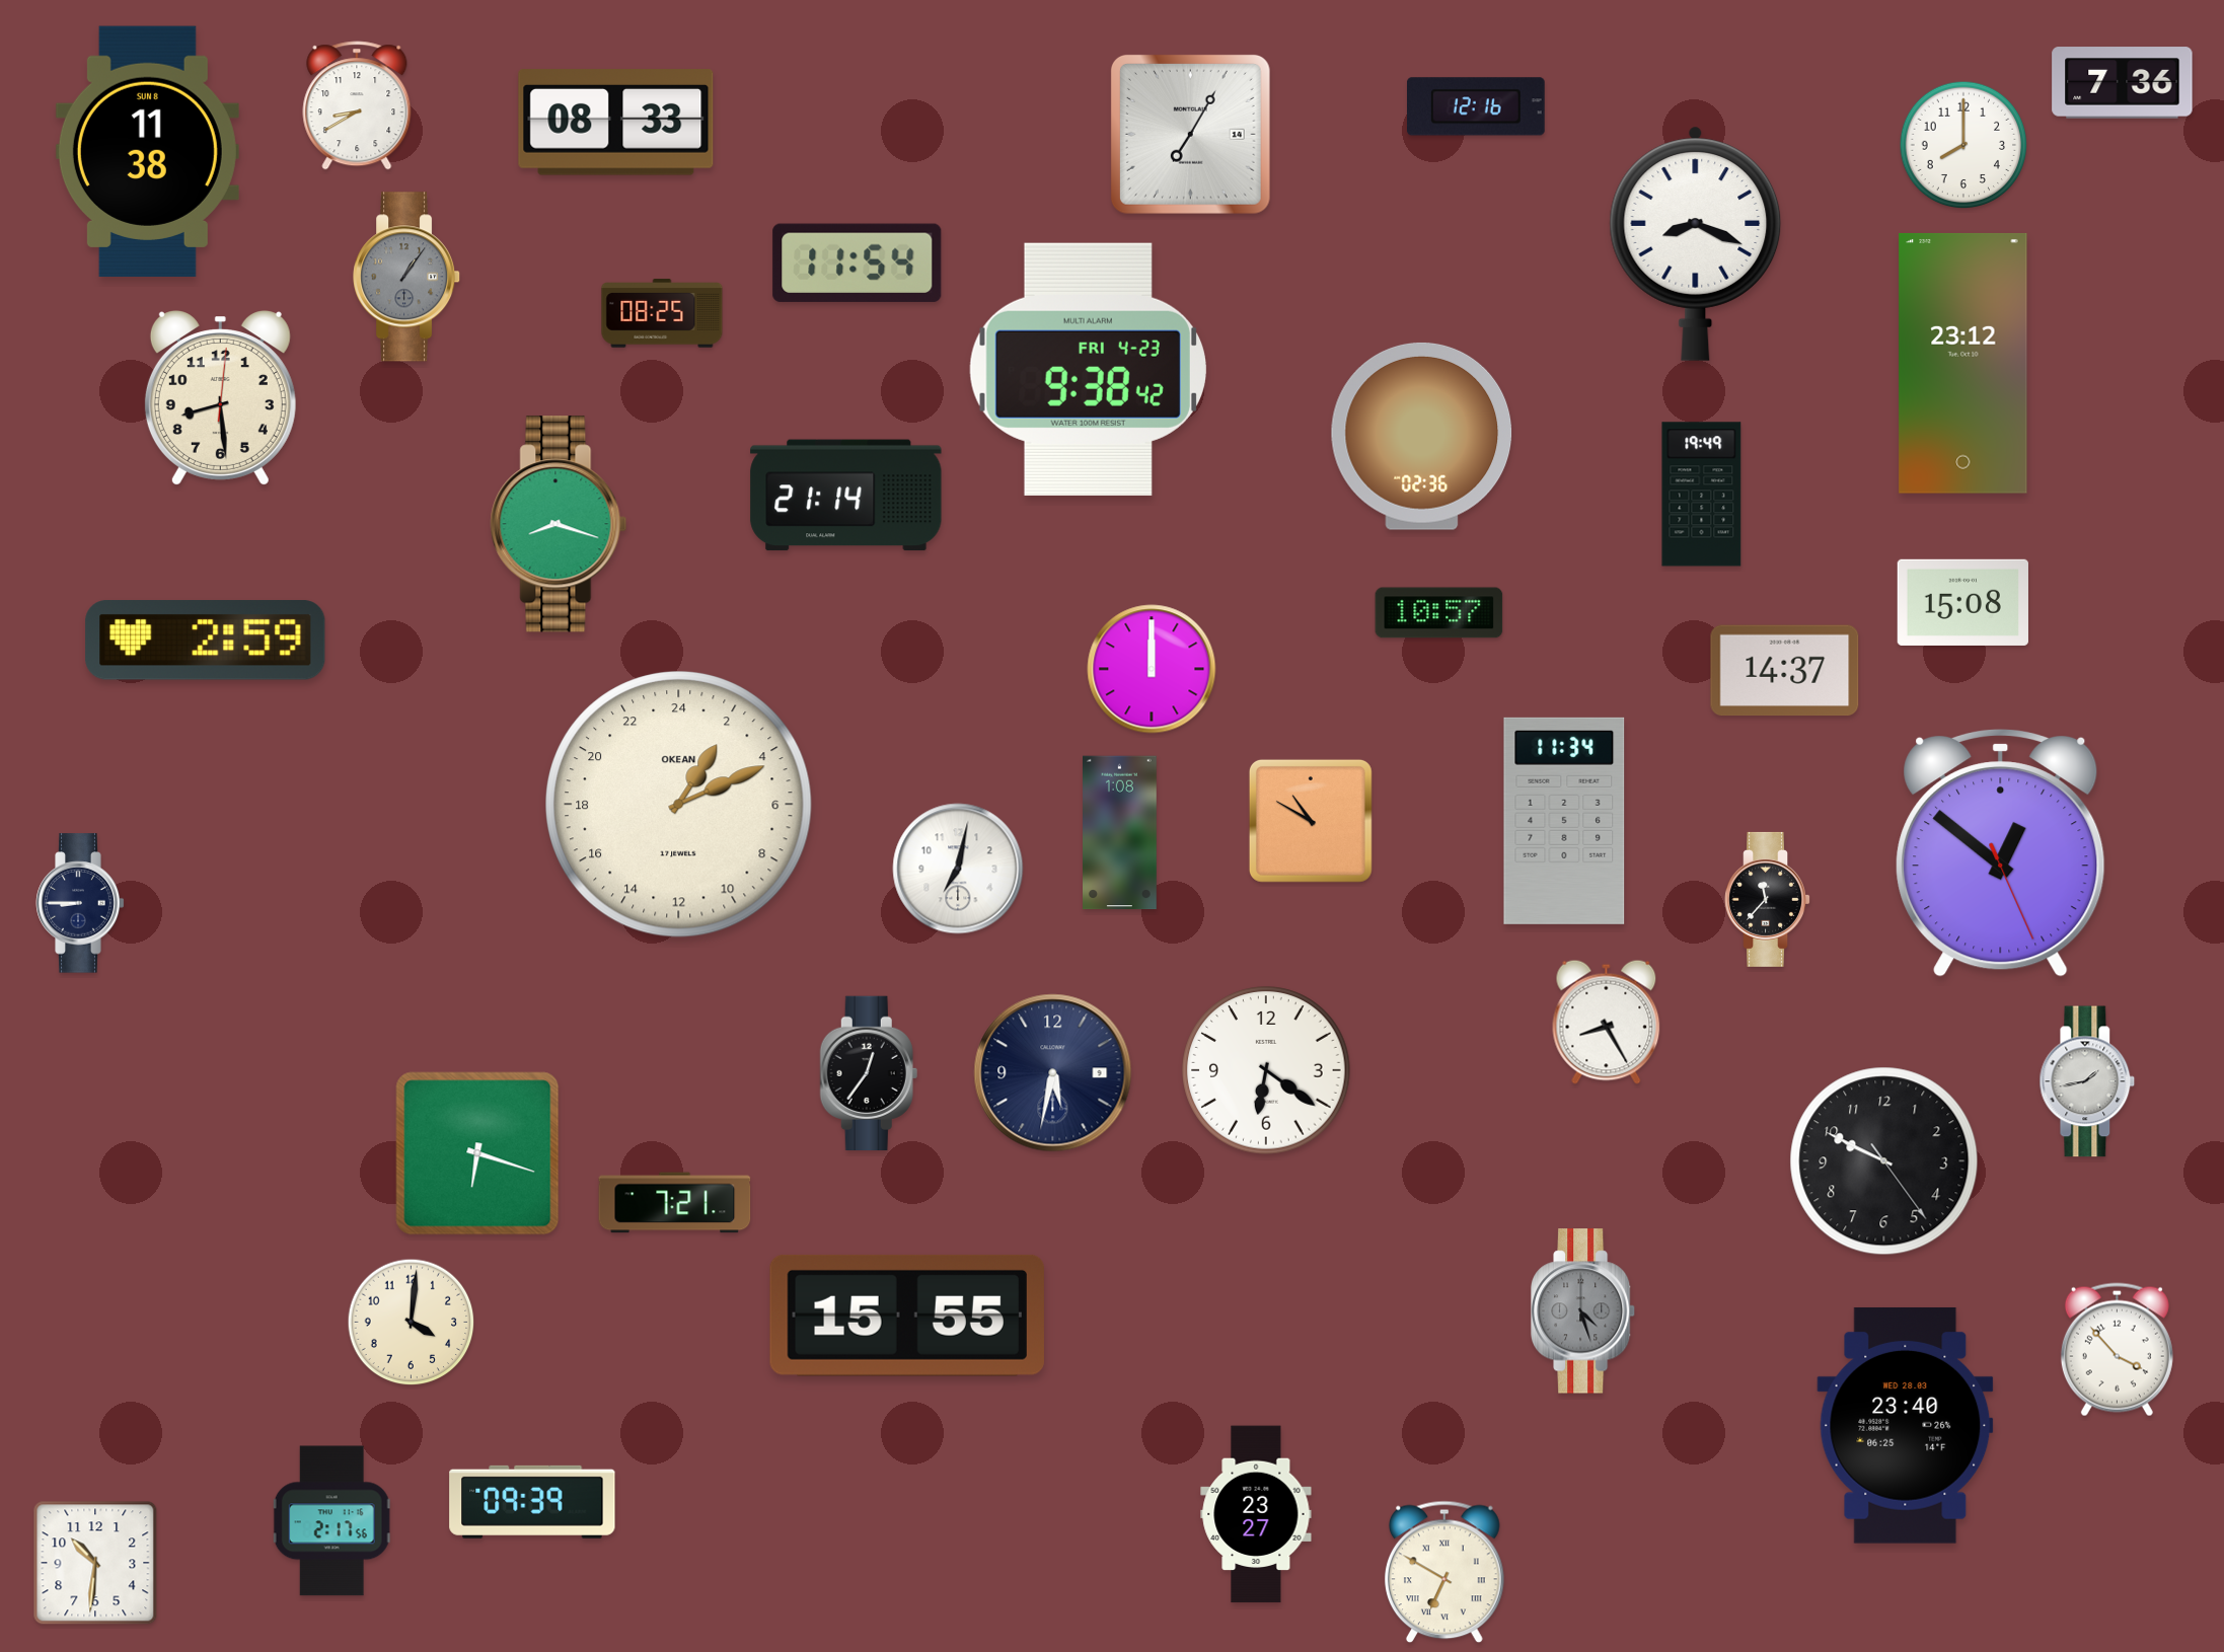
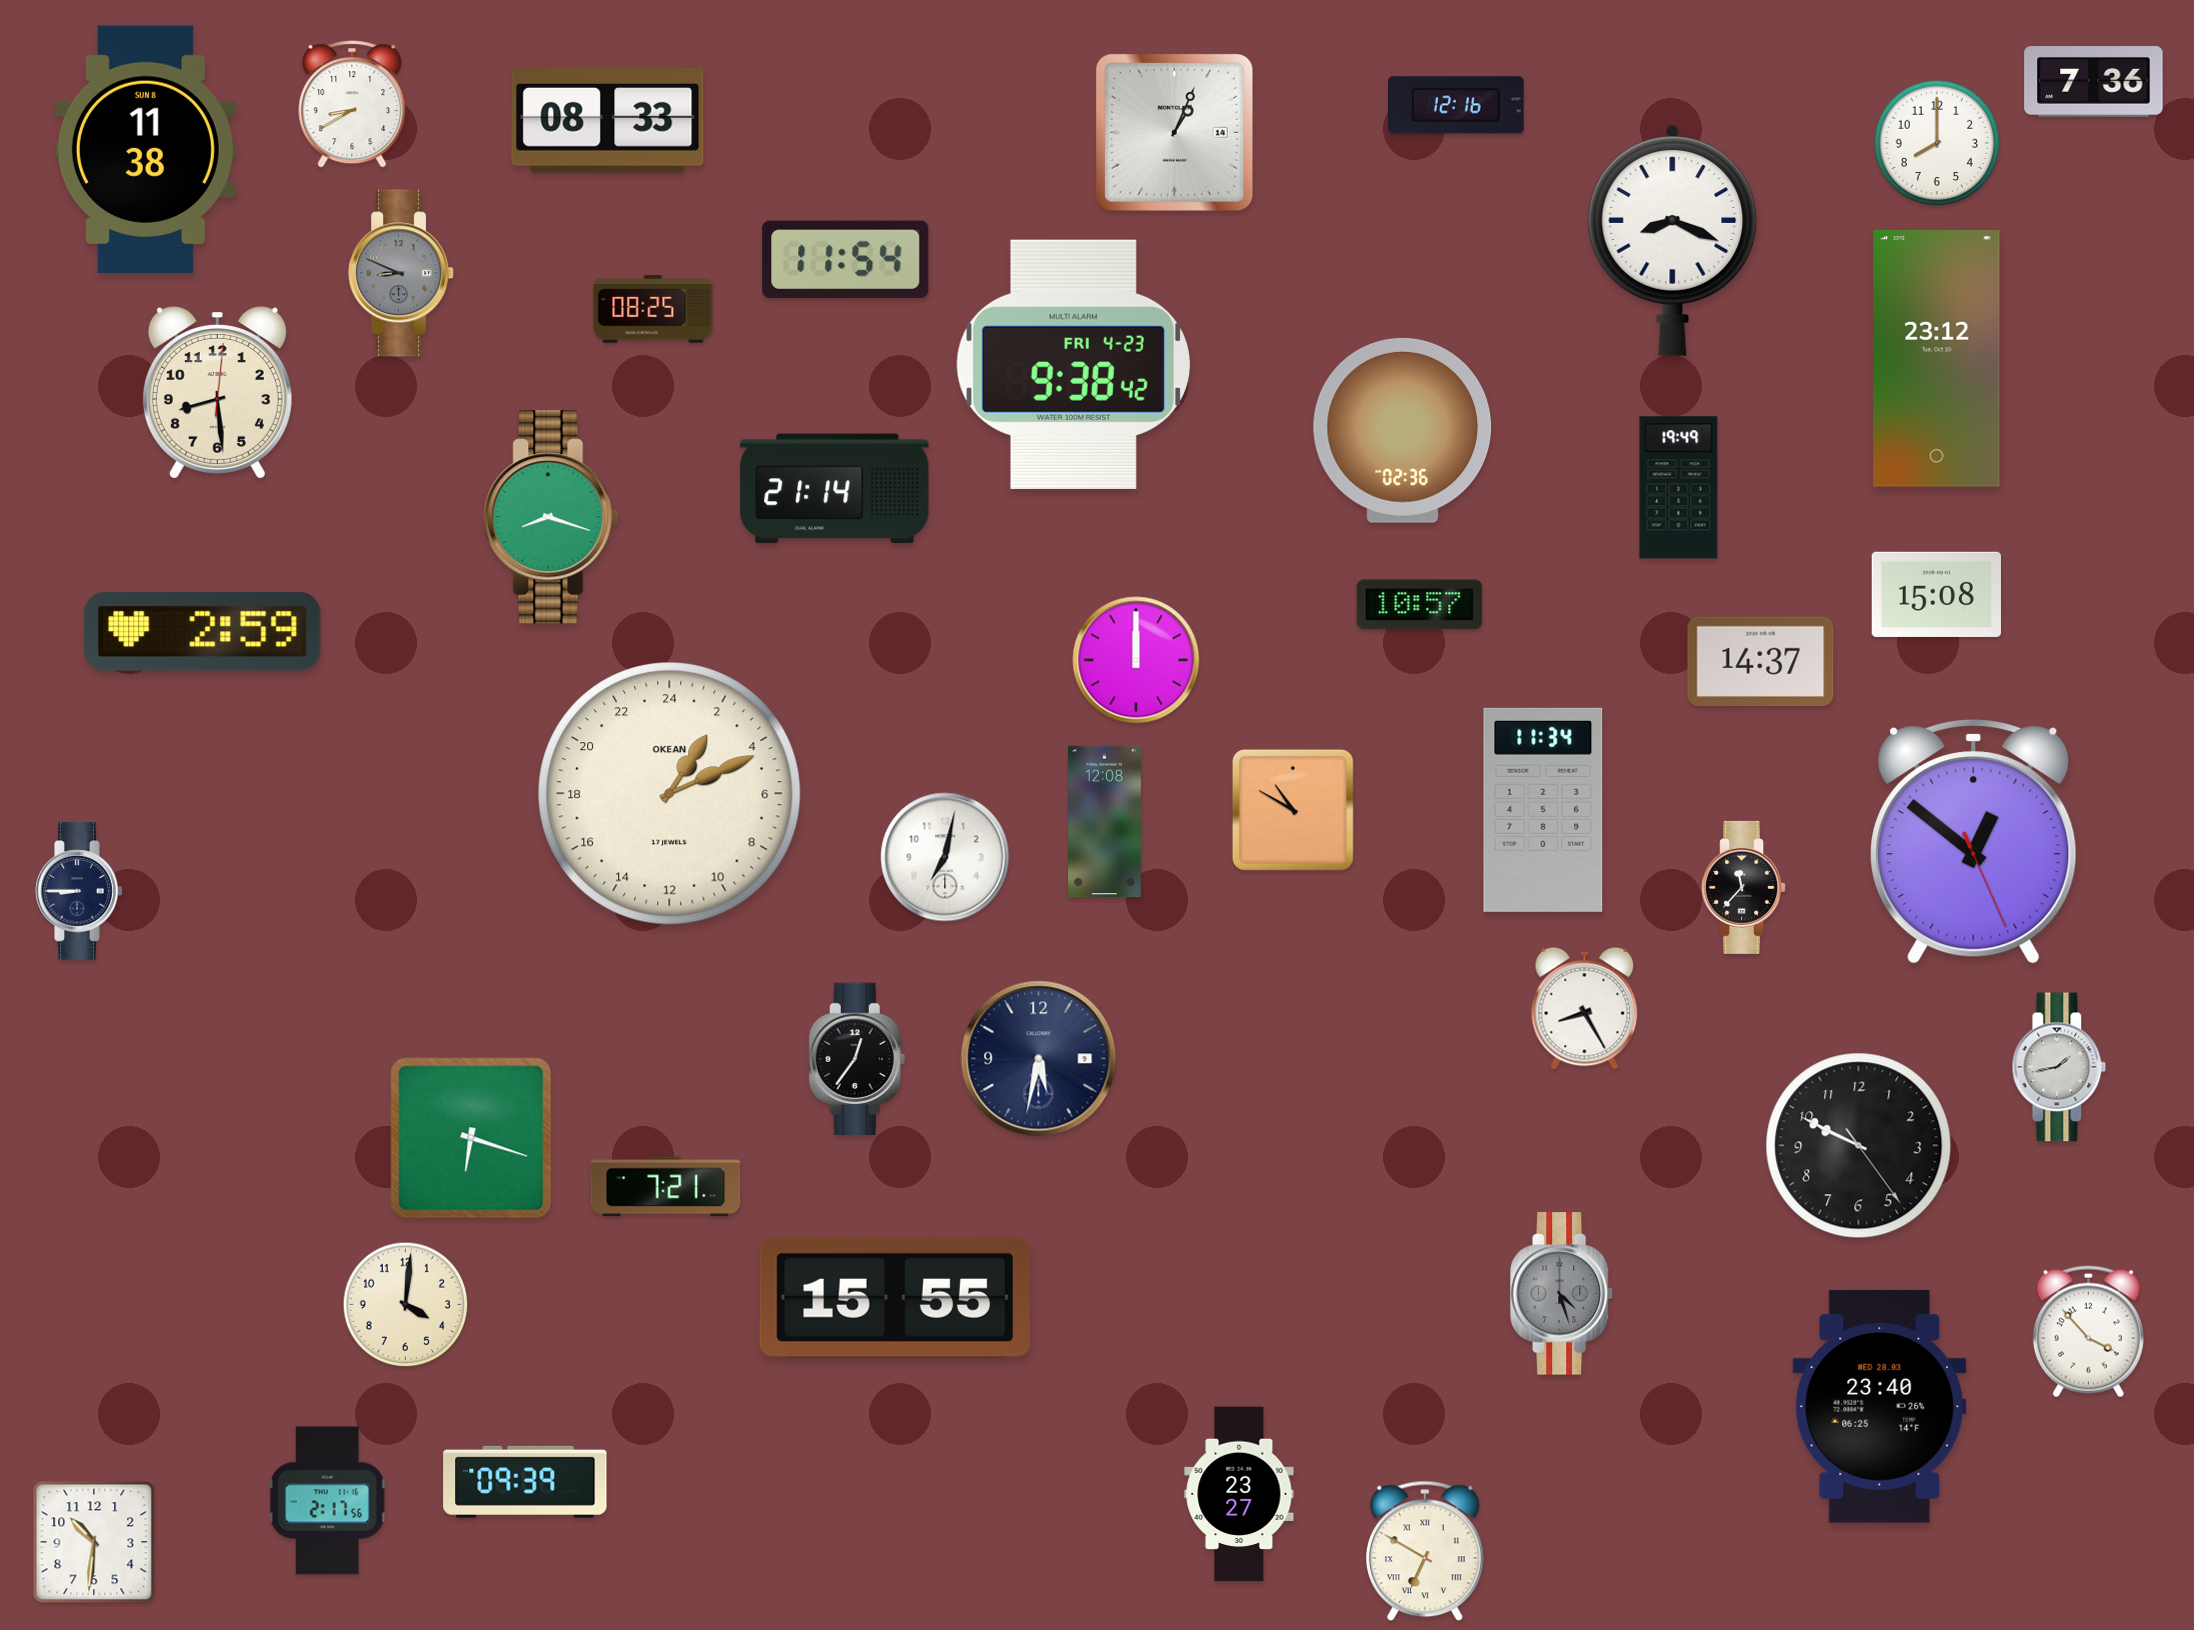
clock at (1190, 134): 7:05 -> 1:04
clock at (407, 277): 1:06 -> 8:49
clock at (1120, 833): 1:08 -> 12:08
clock at (1266, 1070): 6:21 -> none
